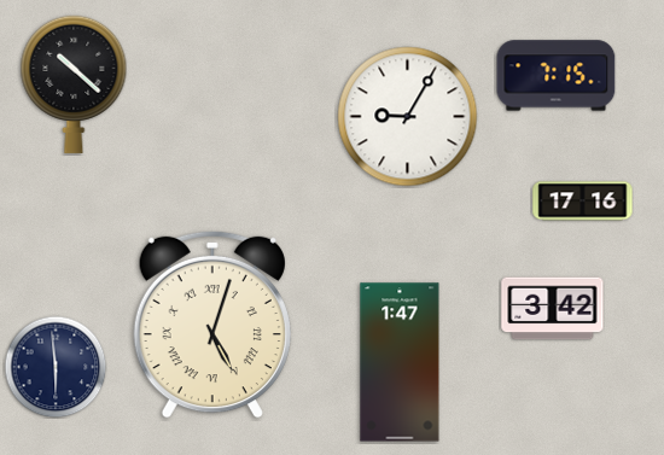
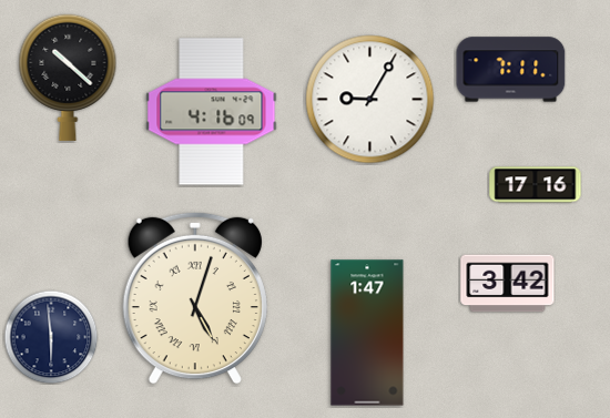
clock at (557, 76): 7:15 -> 7:11
clock at (408, 117) position: (408, 117) -> (370, 100)
clock at (212, 112): none -> 4:16
